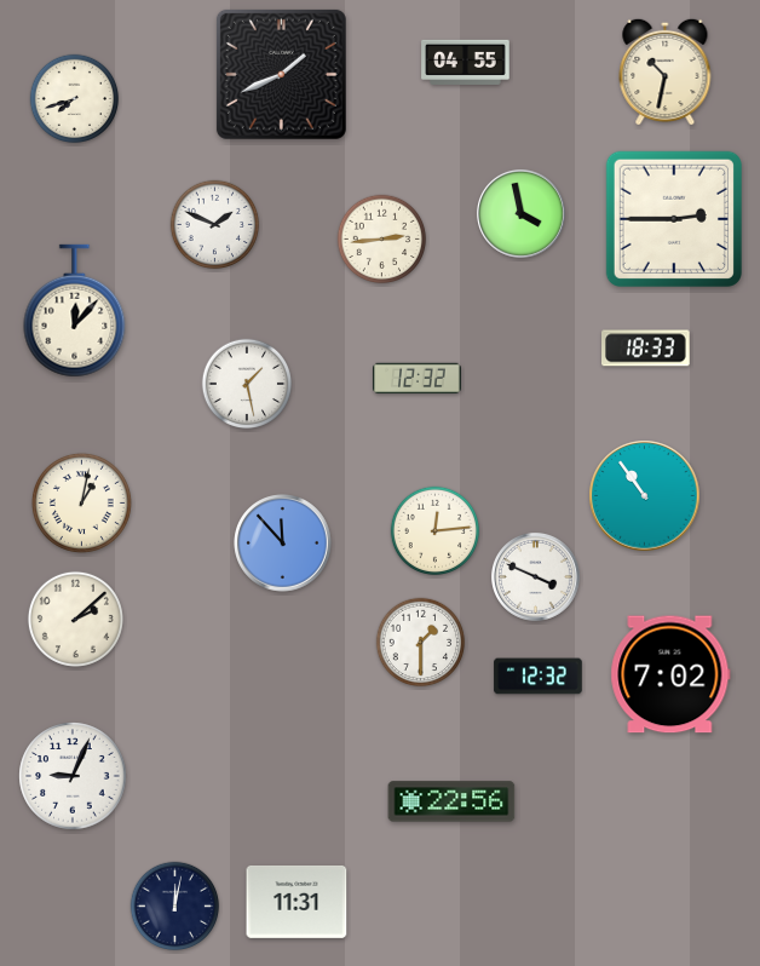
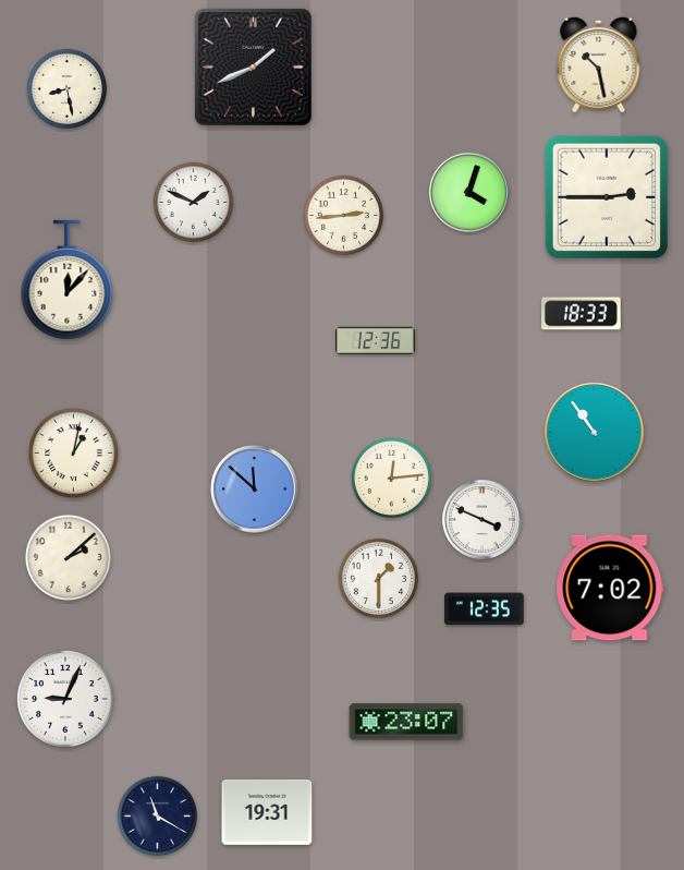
clock at (466, 62): 04:55 -> none
clock at (666, 71): 10:32 -> 10:28
clock at (75, 99): 7:42 -> 8:28
clock at (520, 213): 3:58 -> 4:03
clock at (418, 379): 12:32 -> 12:36
clock at (247, 384): 1:28 -> none
clock at (645, 496) position: (645, 496) -> (595, 433)
clock at (283, 544): 11:53 -> 11:52
clock at (670, 674) position: (670, 674) -> (610, 588)
clock at (539, 677): 12:32 -> 12:35
clock at (451, 801): 22:56 -> 23:07
clock at (296, 902): 11:31 -> 19:31
clock at (175, 907): 12:02 -> 11:20
